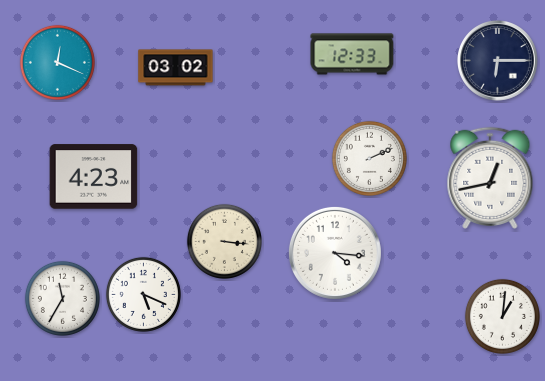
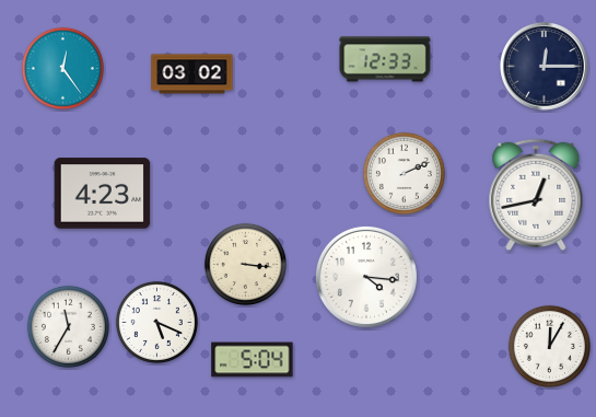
clock at (498, 61): 6:15 -> 12:15
clock at (57, 62): 12:19 -> 12:24
clock at (502, 316): 1:01 -> 12:05
clock at (253, 360): none -> 5:04
